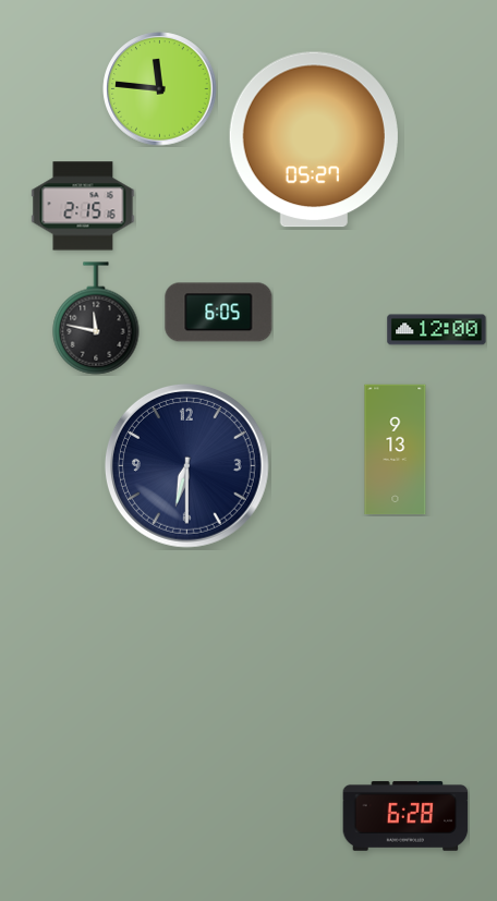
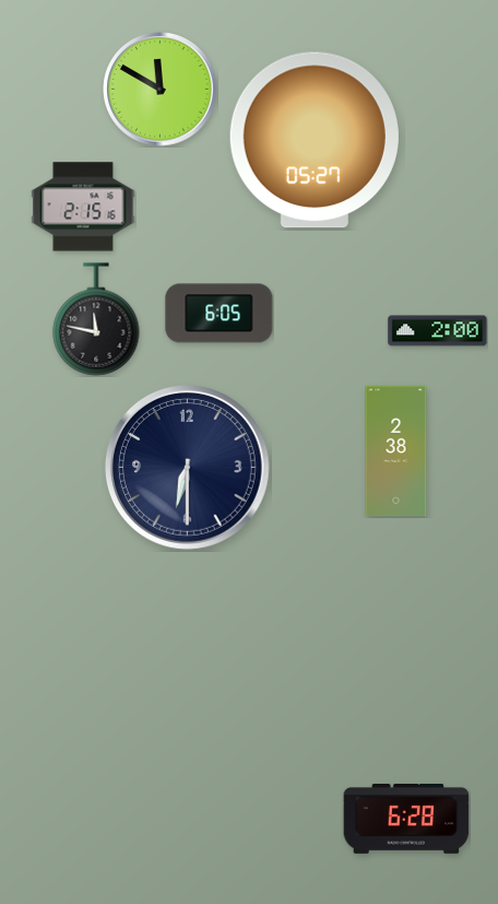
clock at (160, 89): 11:46 -> 11:50
clock at (437, 330): 12:00 -> 2:00
clock at (396, 450): 9:13 -> 2:38
